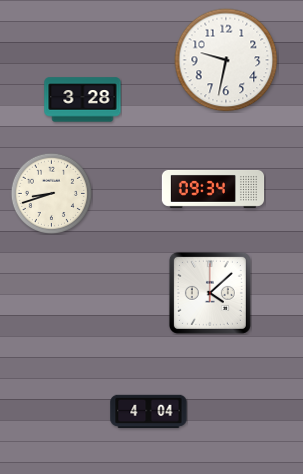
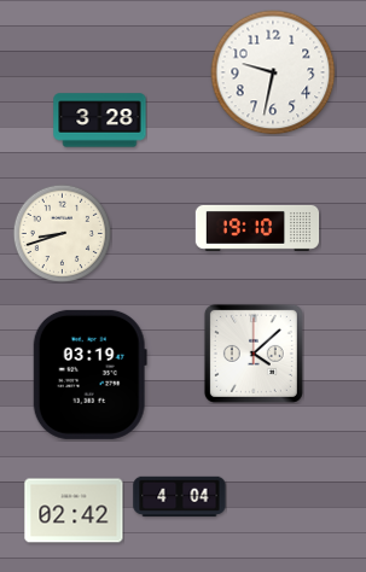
clock at (213, 189): 09:34 -> 19:10
clock at (89, 374): none -> 03:19
clock at (74, 510): none -> 02:42
